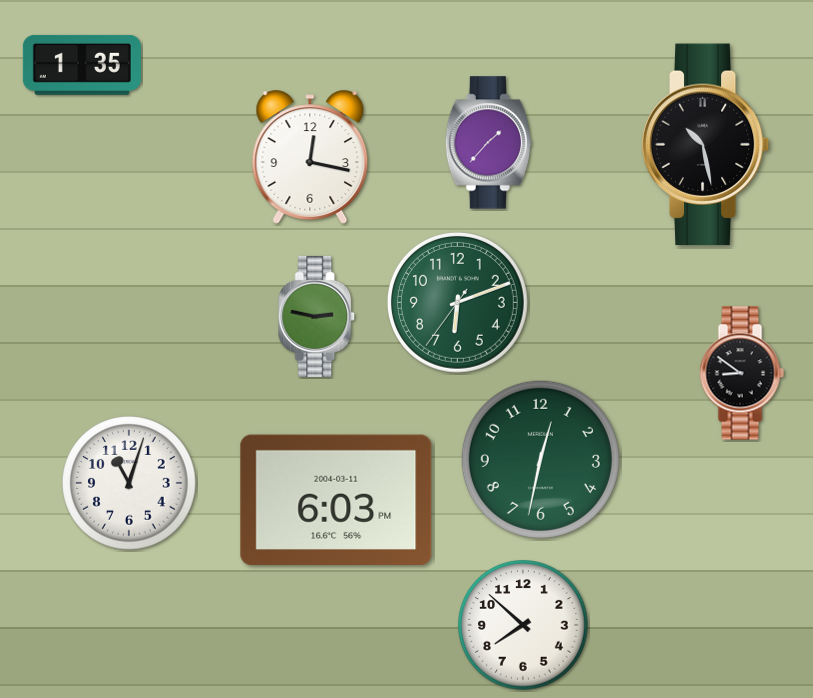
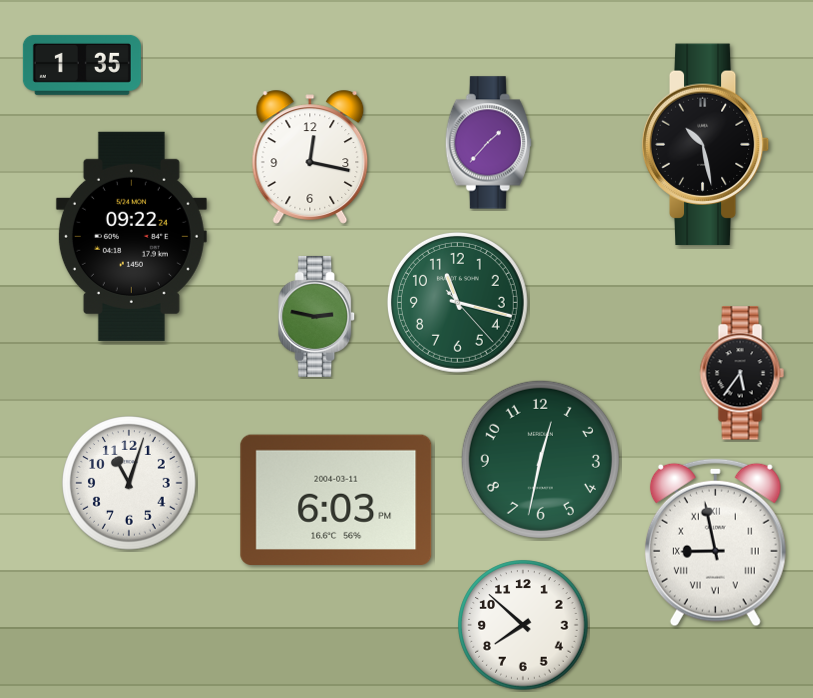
clock at (131, 236): none -> 09:22
clock at (457, 302): 6:11 -> 11:17
clock at (742, 373): 8:51 -> 5:36
clock at (715, 543): none -> 8:58
